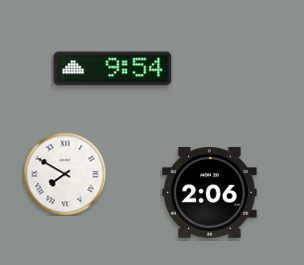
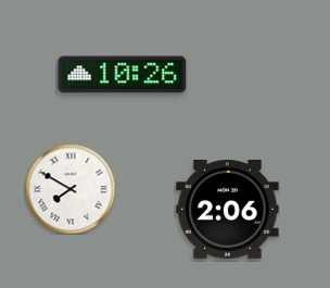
clock at (113, 69): 9:54 -> 10:26
